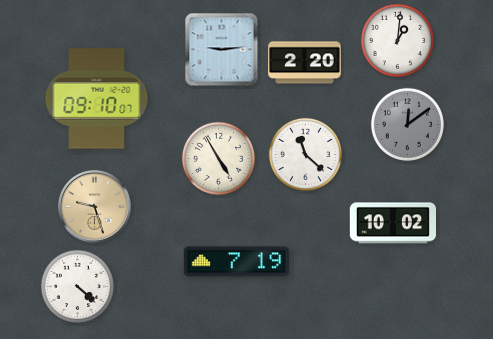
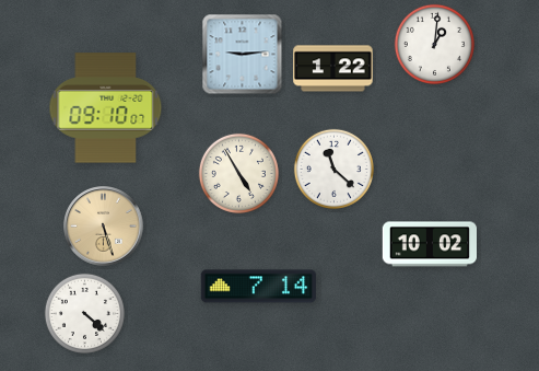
clock at (305, 63): 2:20 -> 1:22
clock at (407, 124): 12:09 -> none
clock at (95, 207): 9:27 -> 5:27
clock at (236, 262): 7:19 -> 7:14
